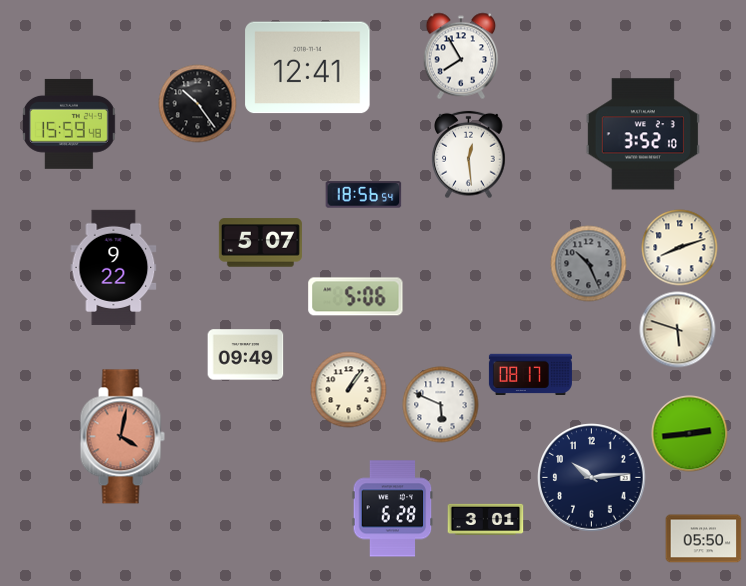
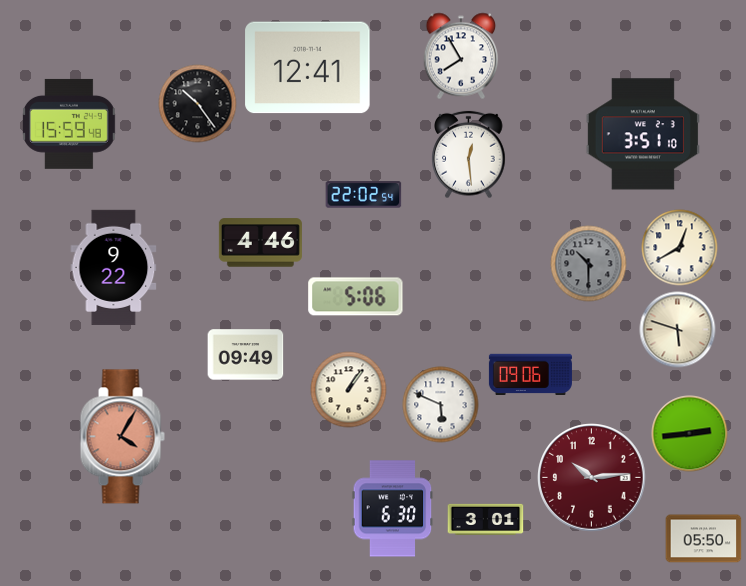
clock at (643, 134): 3:52 -> 3:51
clock at (364, 195): 18:56 -> 22:02
clock at (260, 243): 5:07 -> 4:46
clock at (680, 248): 8:12 -> 12:40
clock at (589, 264): 10:26 -> 10:30
clock at (530, 374): 08:17 -> 09:06
clock at (122, 437): 4:02 -> 4:05
clock at (592, 478) dial: navy -> burgundy
clock at (393, 509): 6:28 -> 6:30
